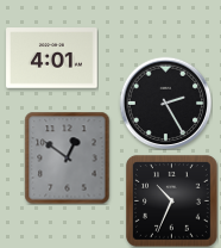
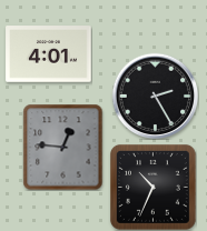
clock at (68, 157): 12:51 -> 12:46
clock at (172, 201) position: (172, 201) -> (154, 188)
